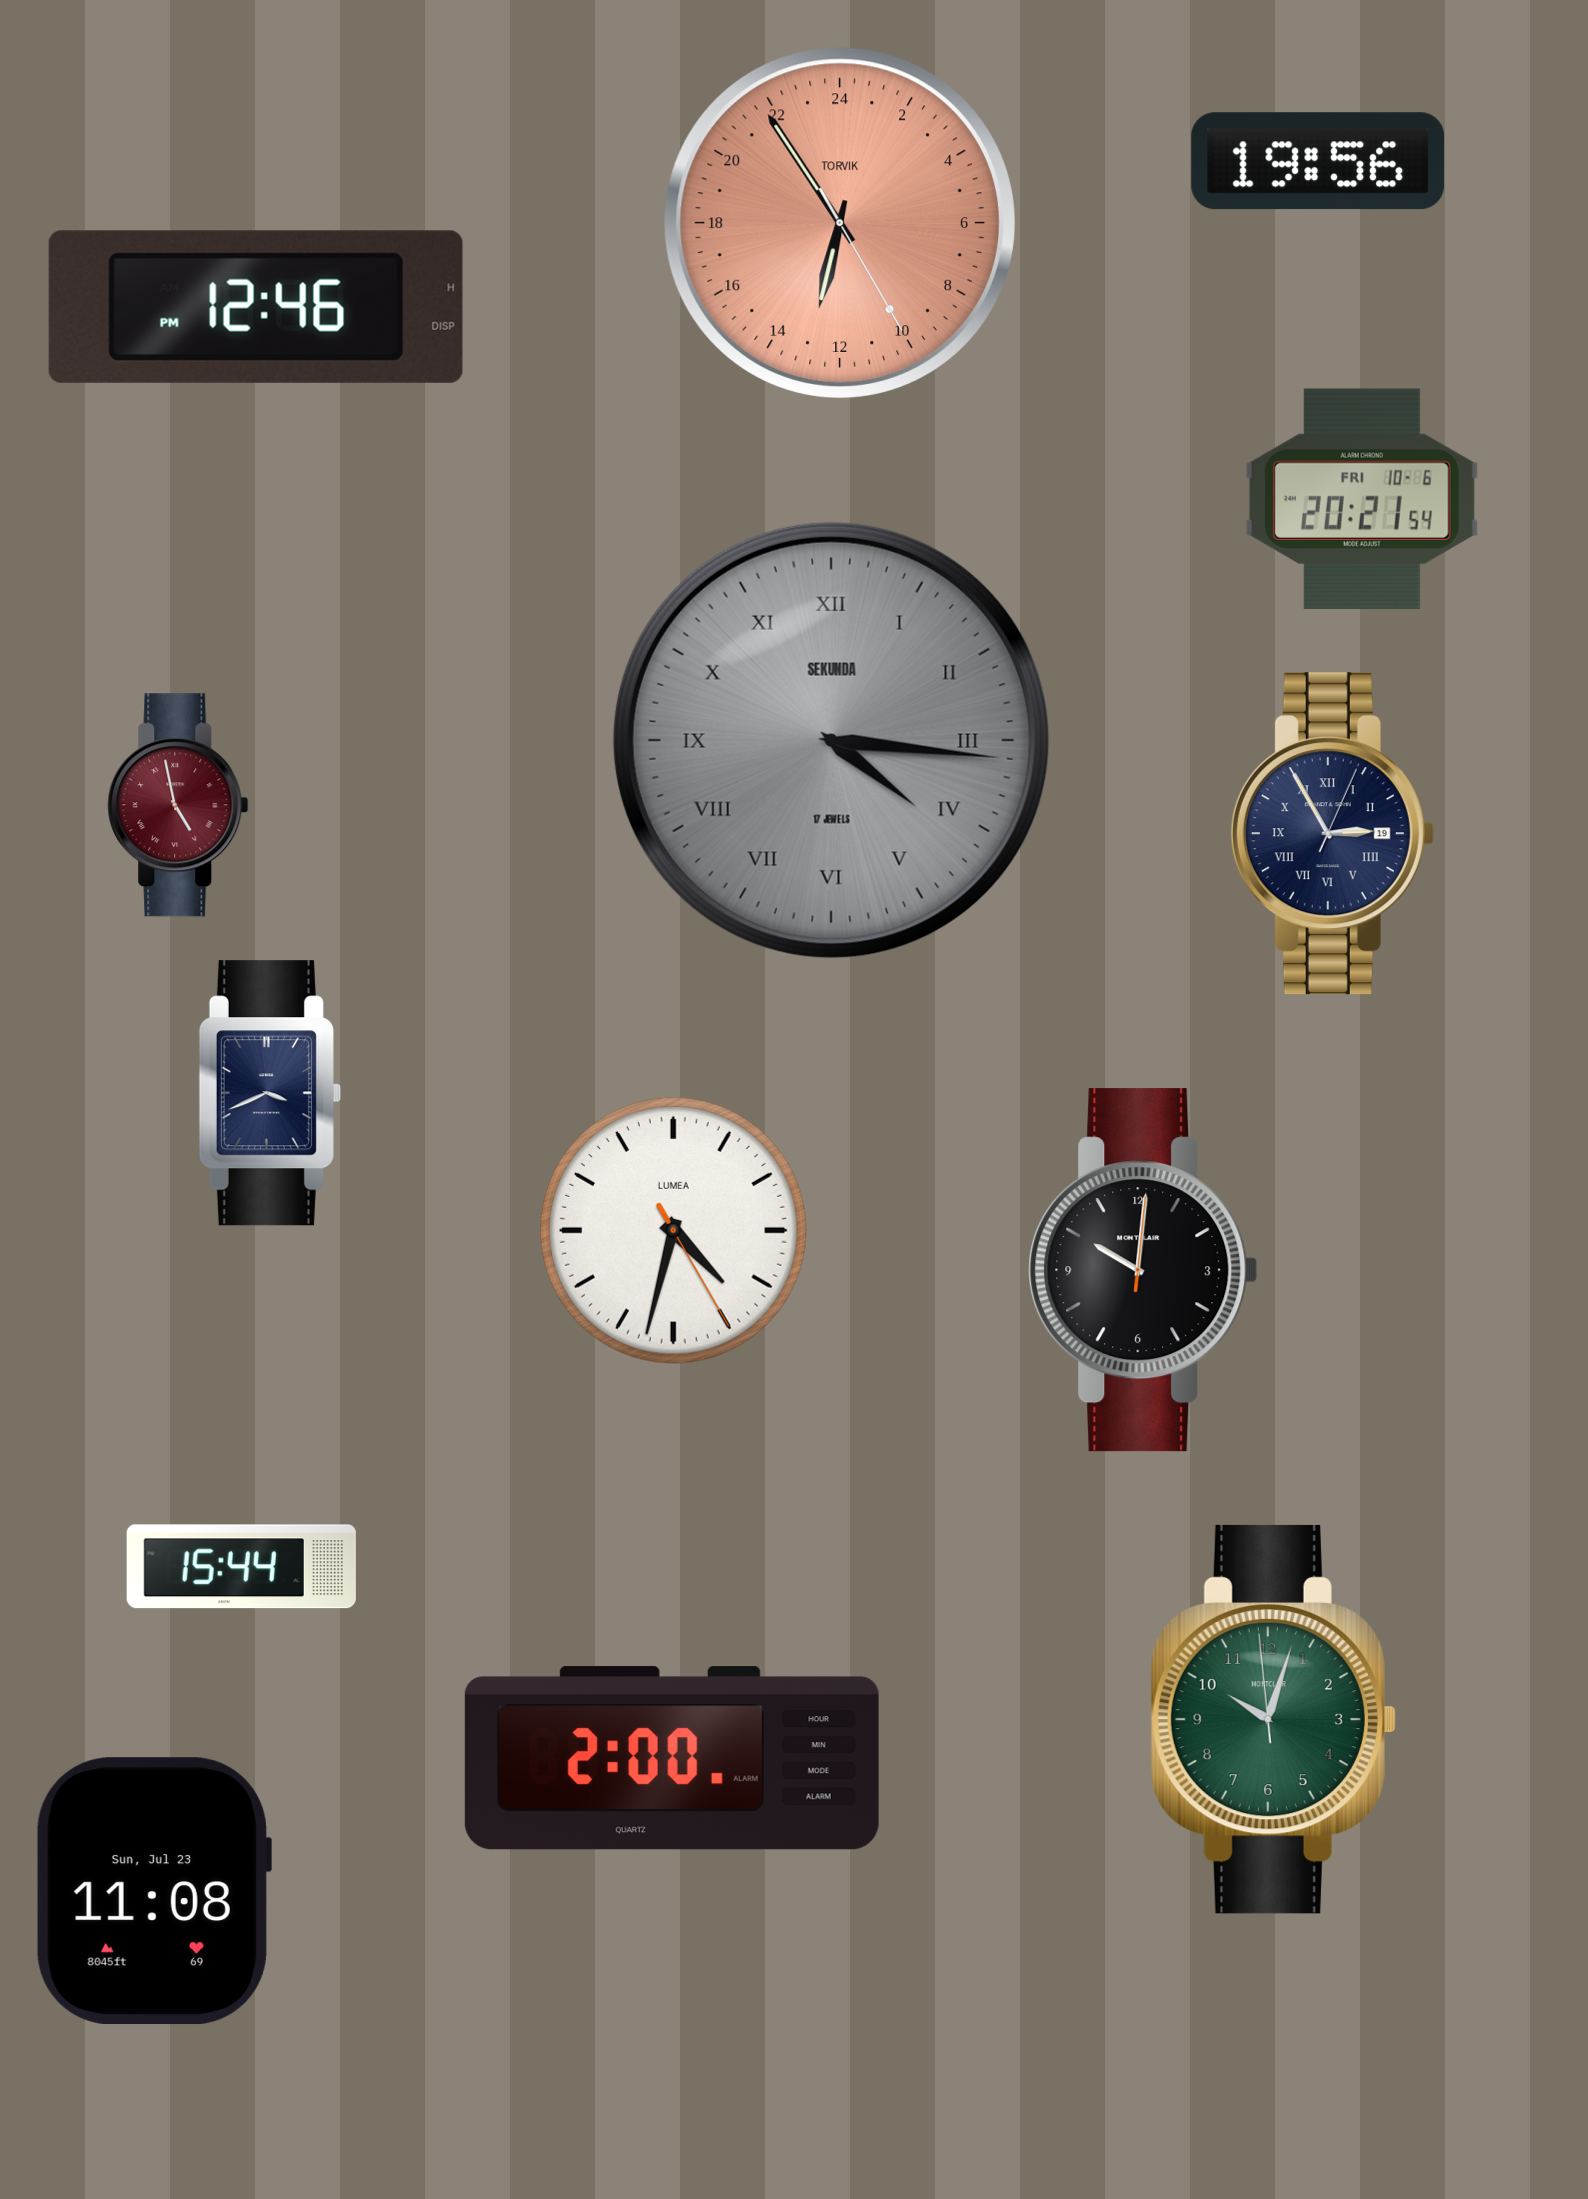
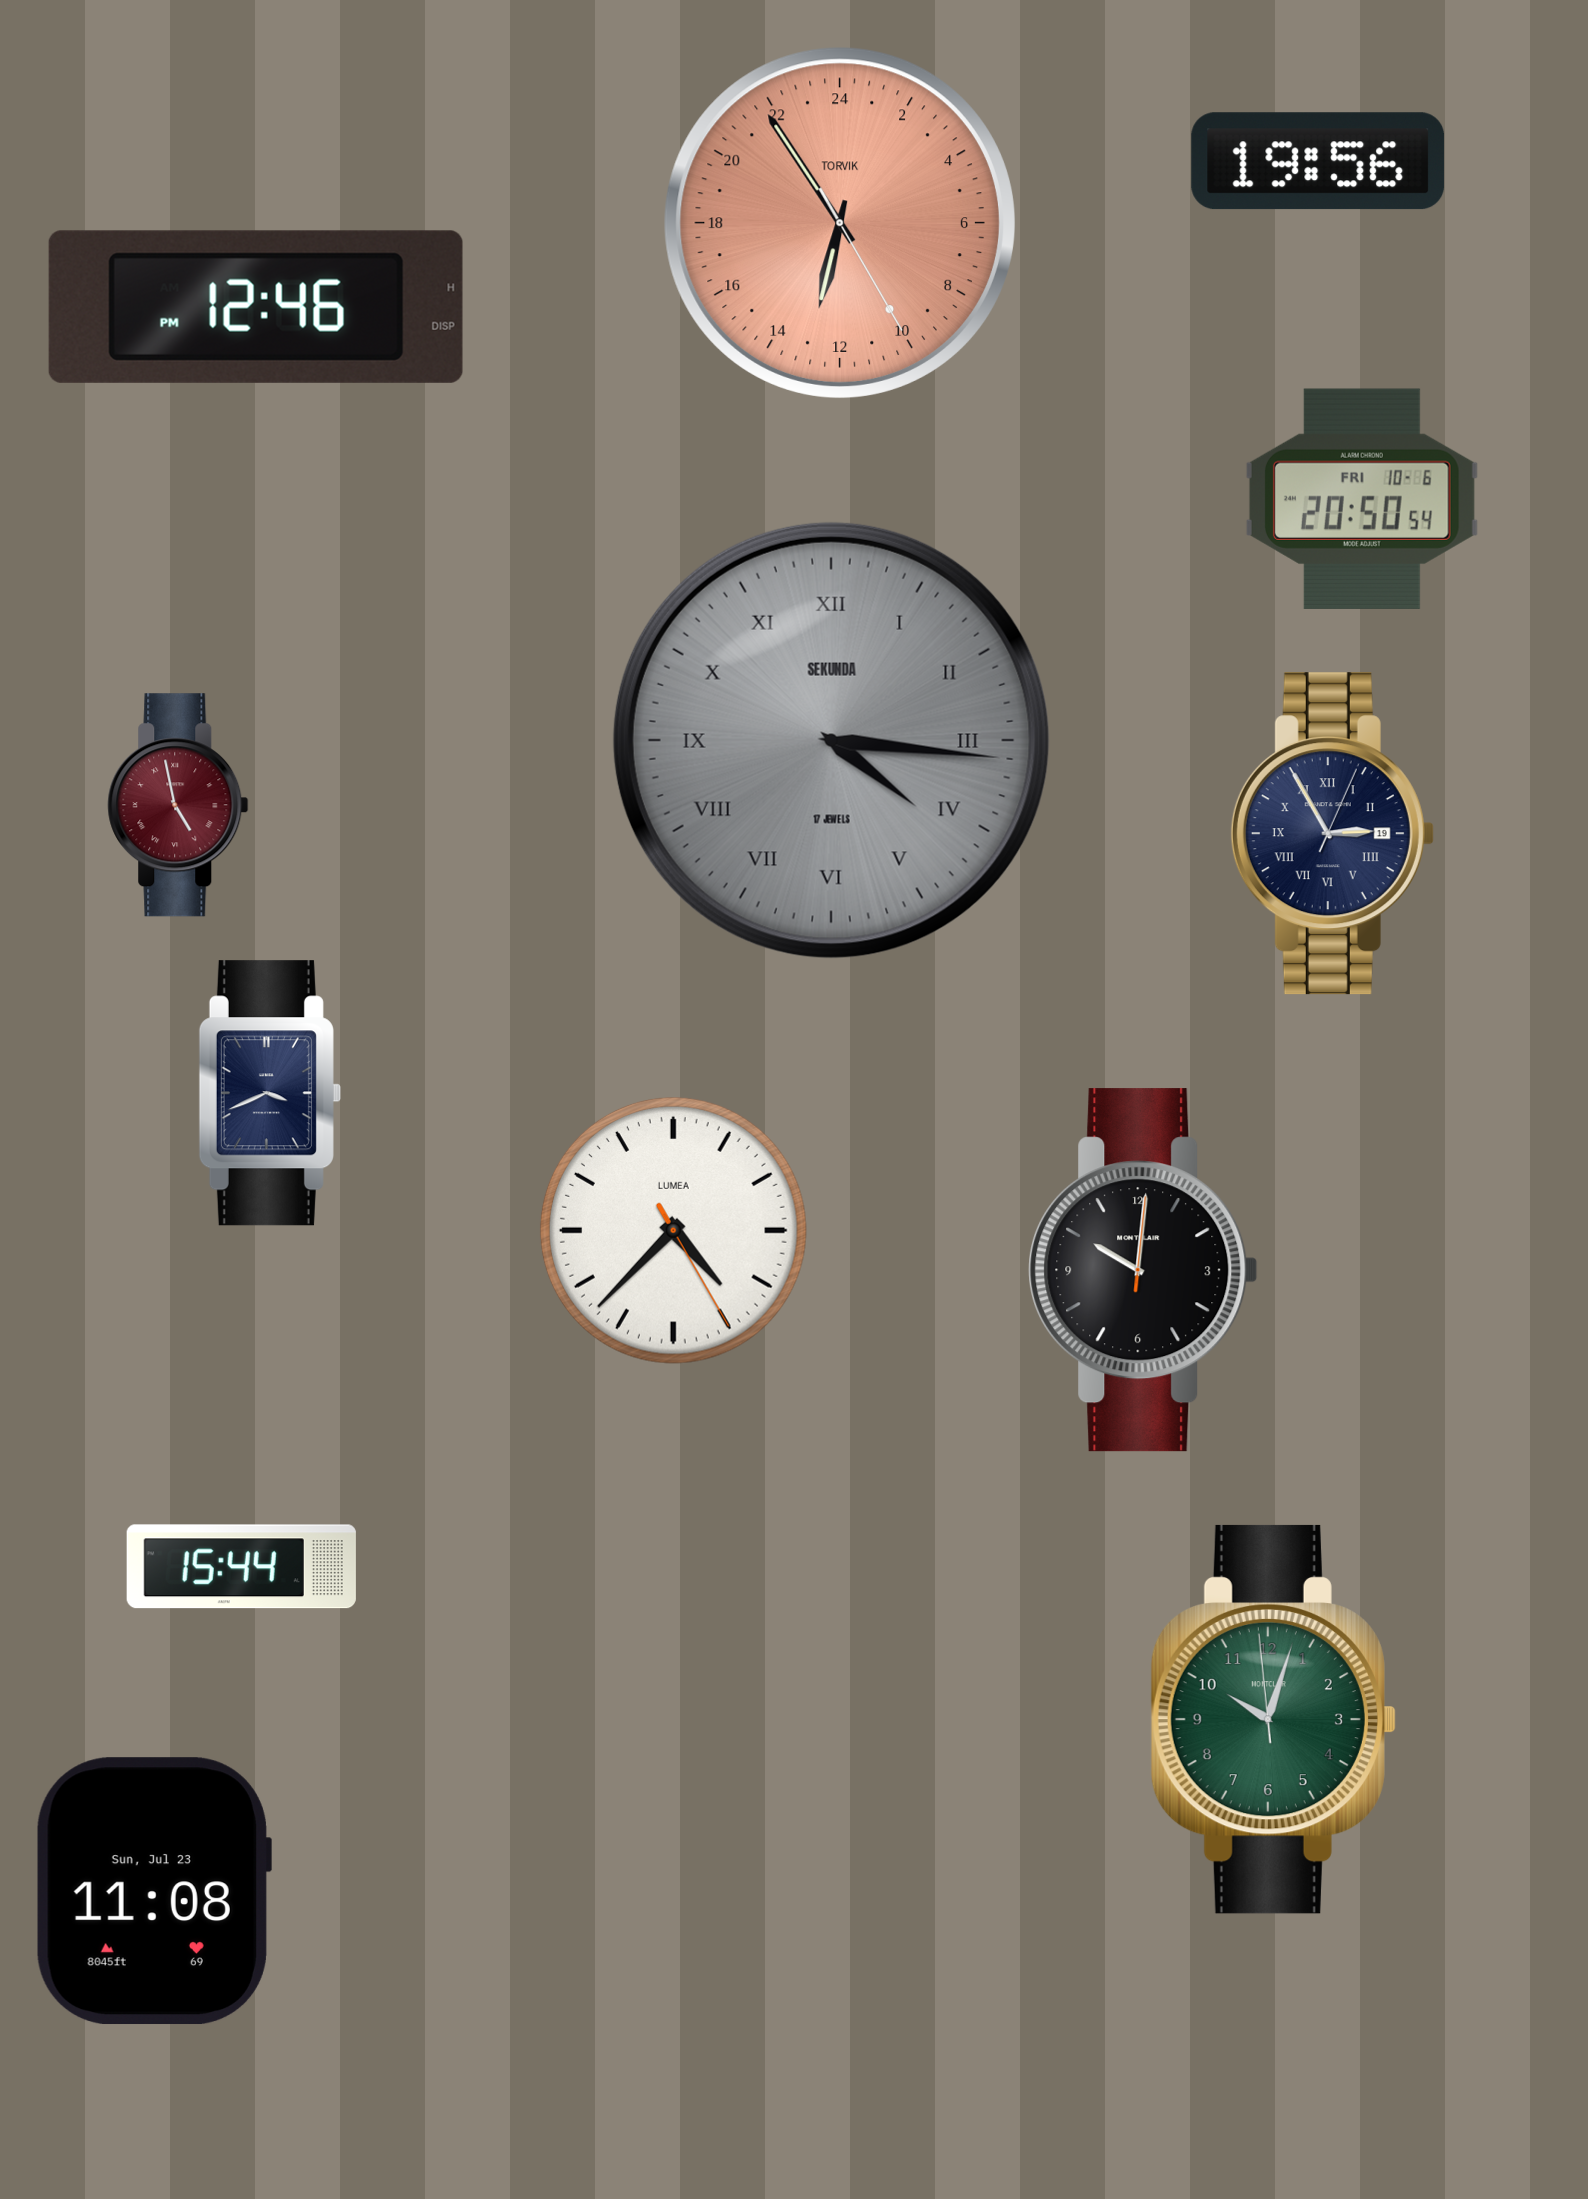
clock at (1362, 499): 20:21 -> 20:50
clock at (673, 1230): 4:32 -> 4:37
clock at (672, 1758): 2:00 -> none
